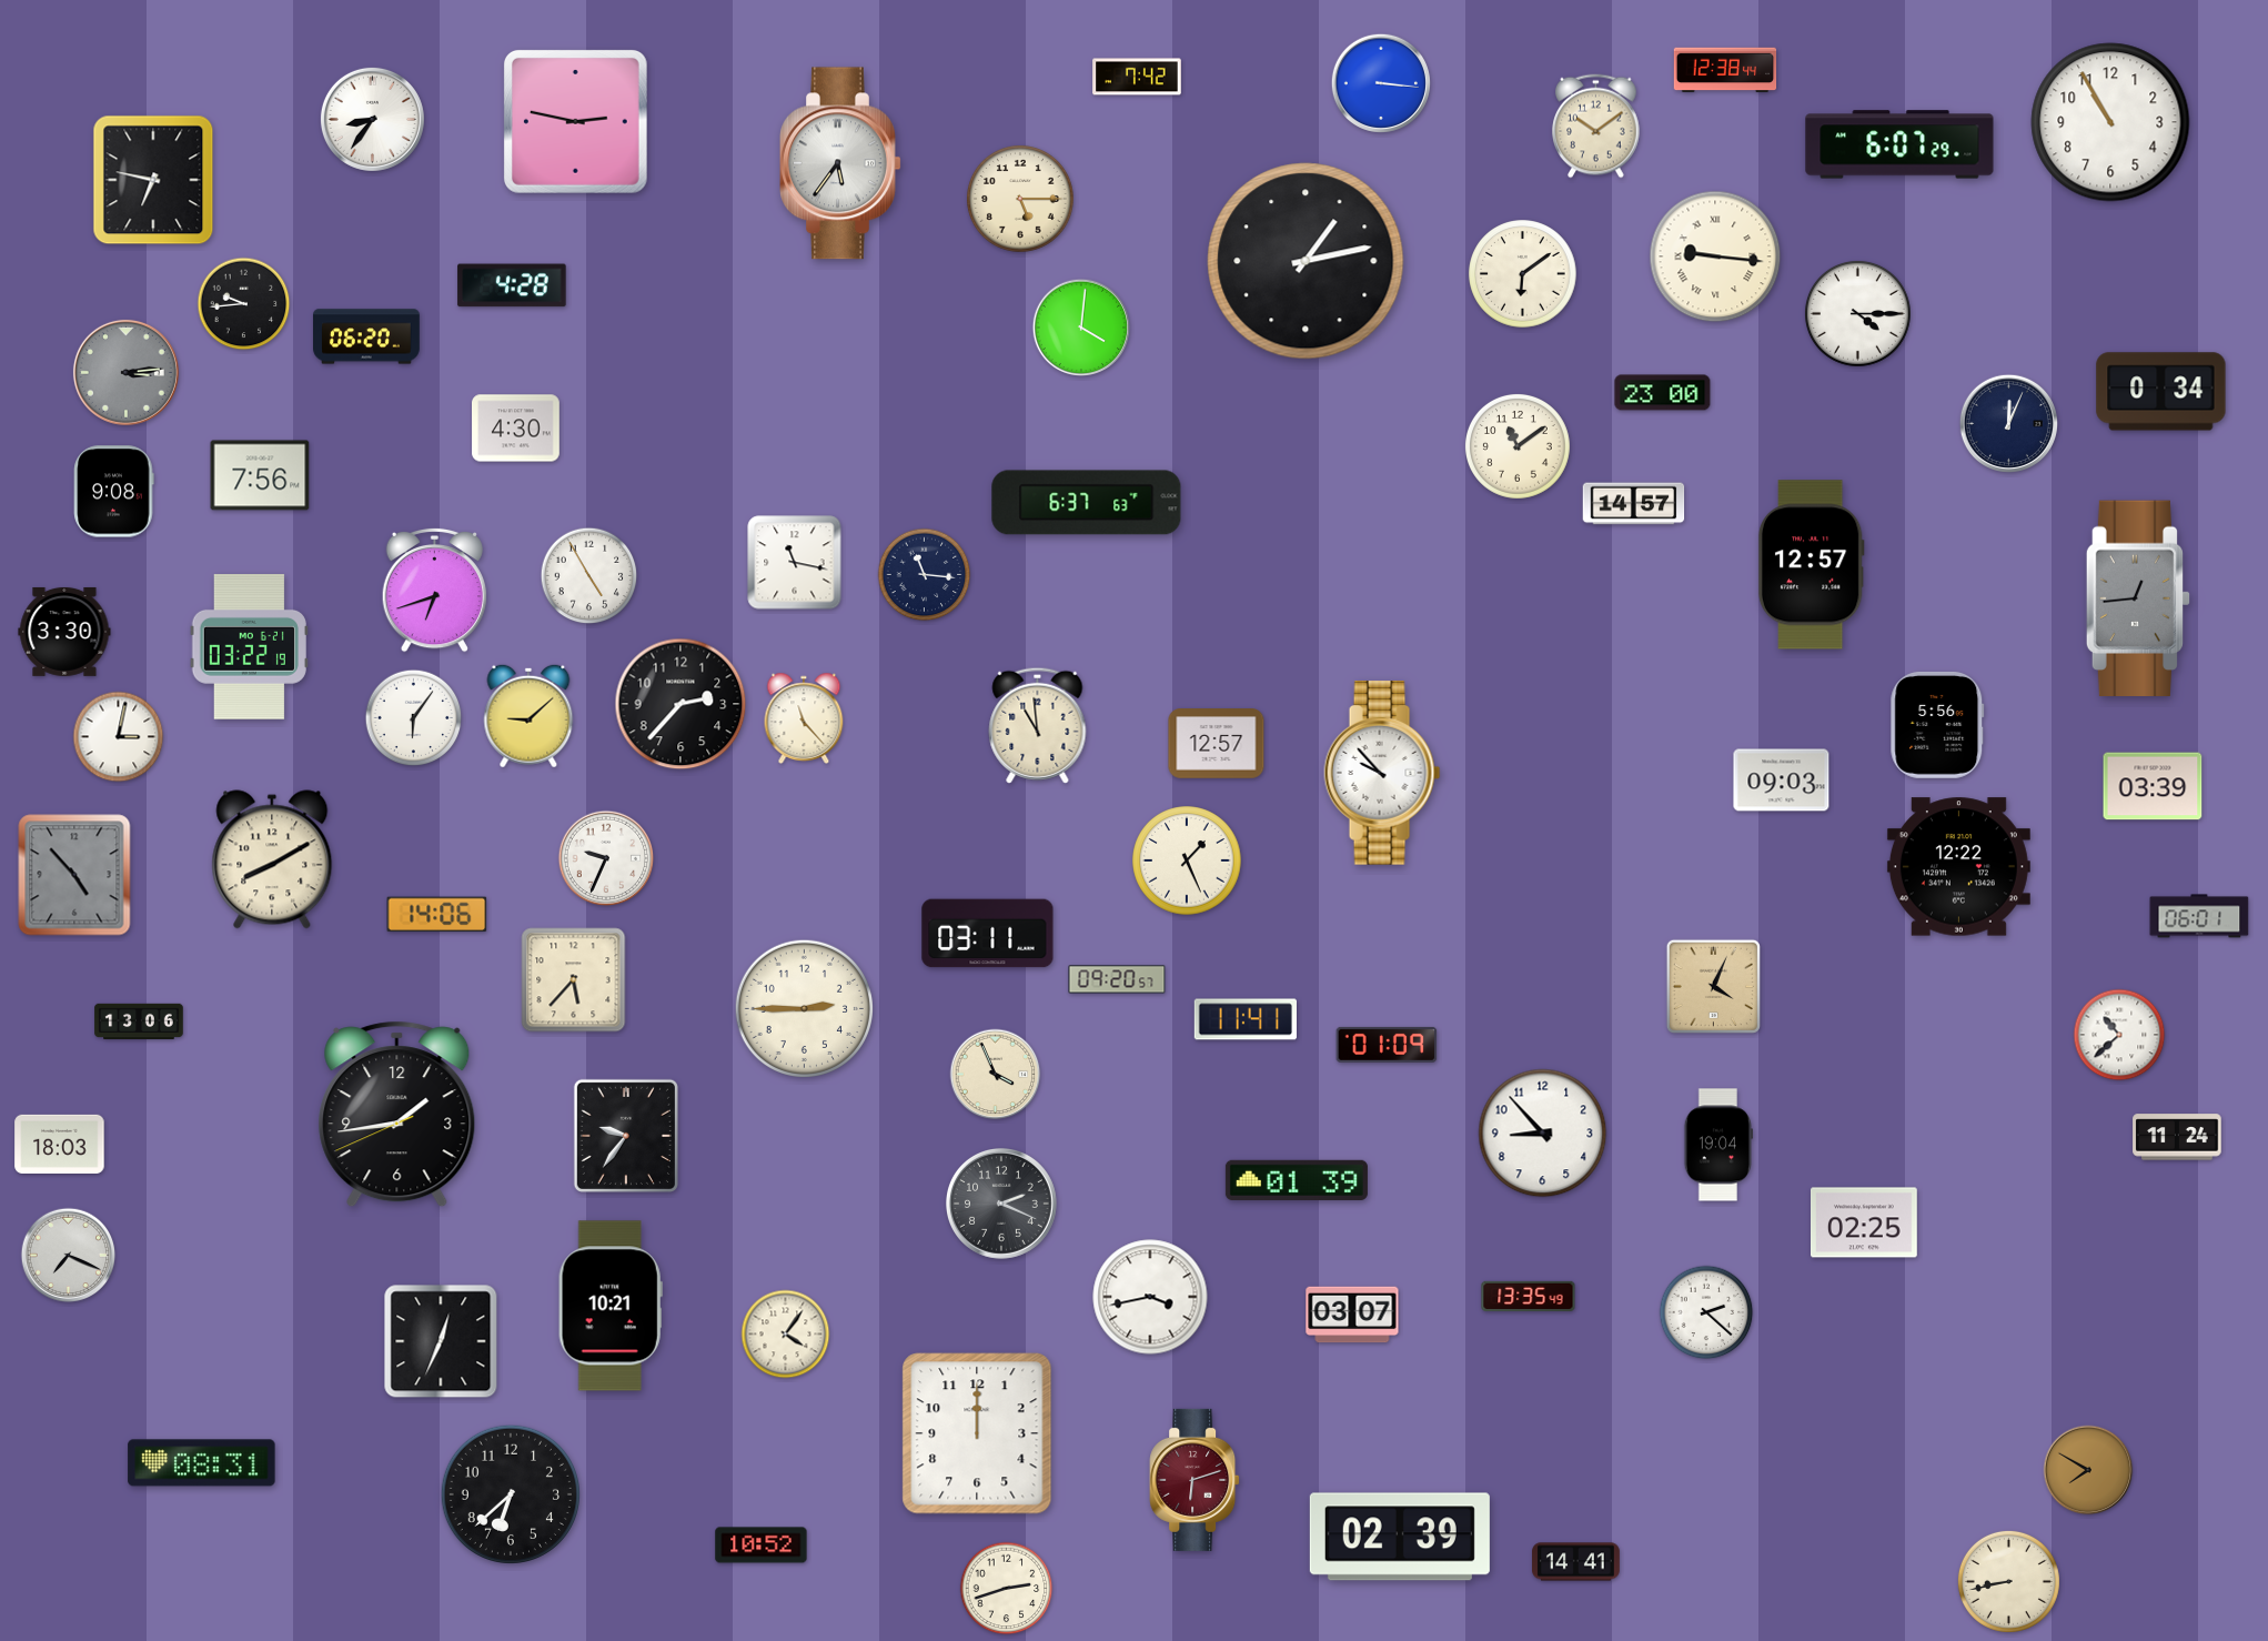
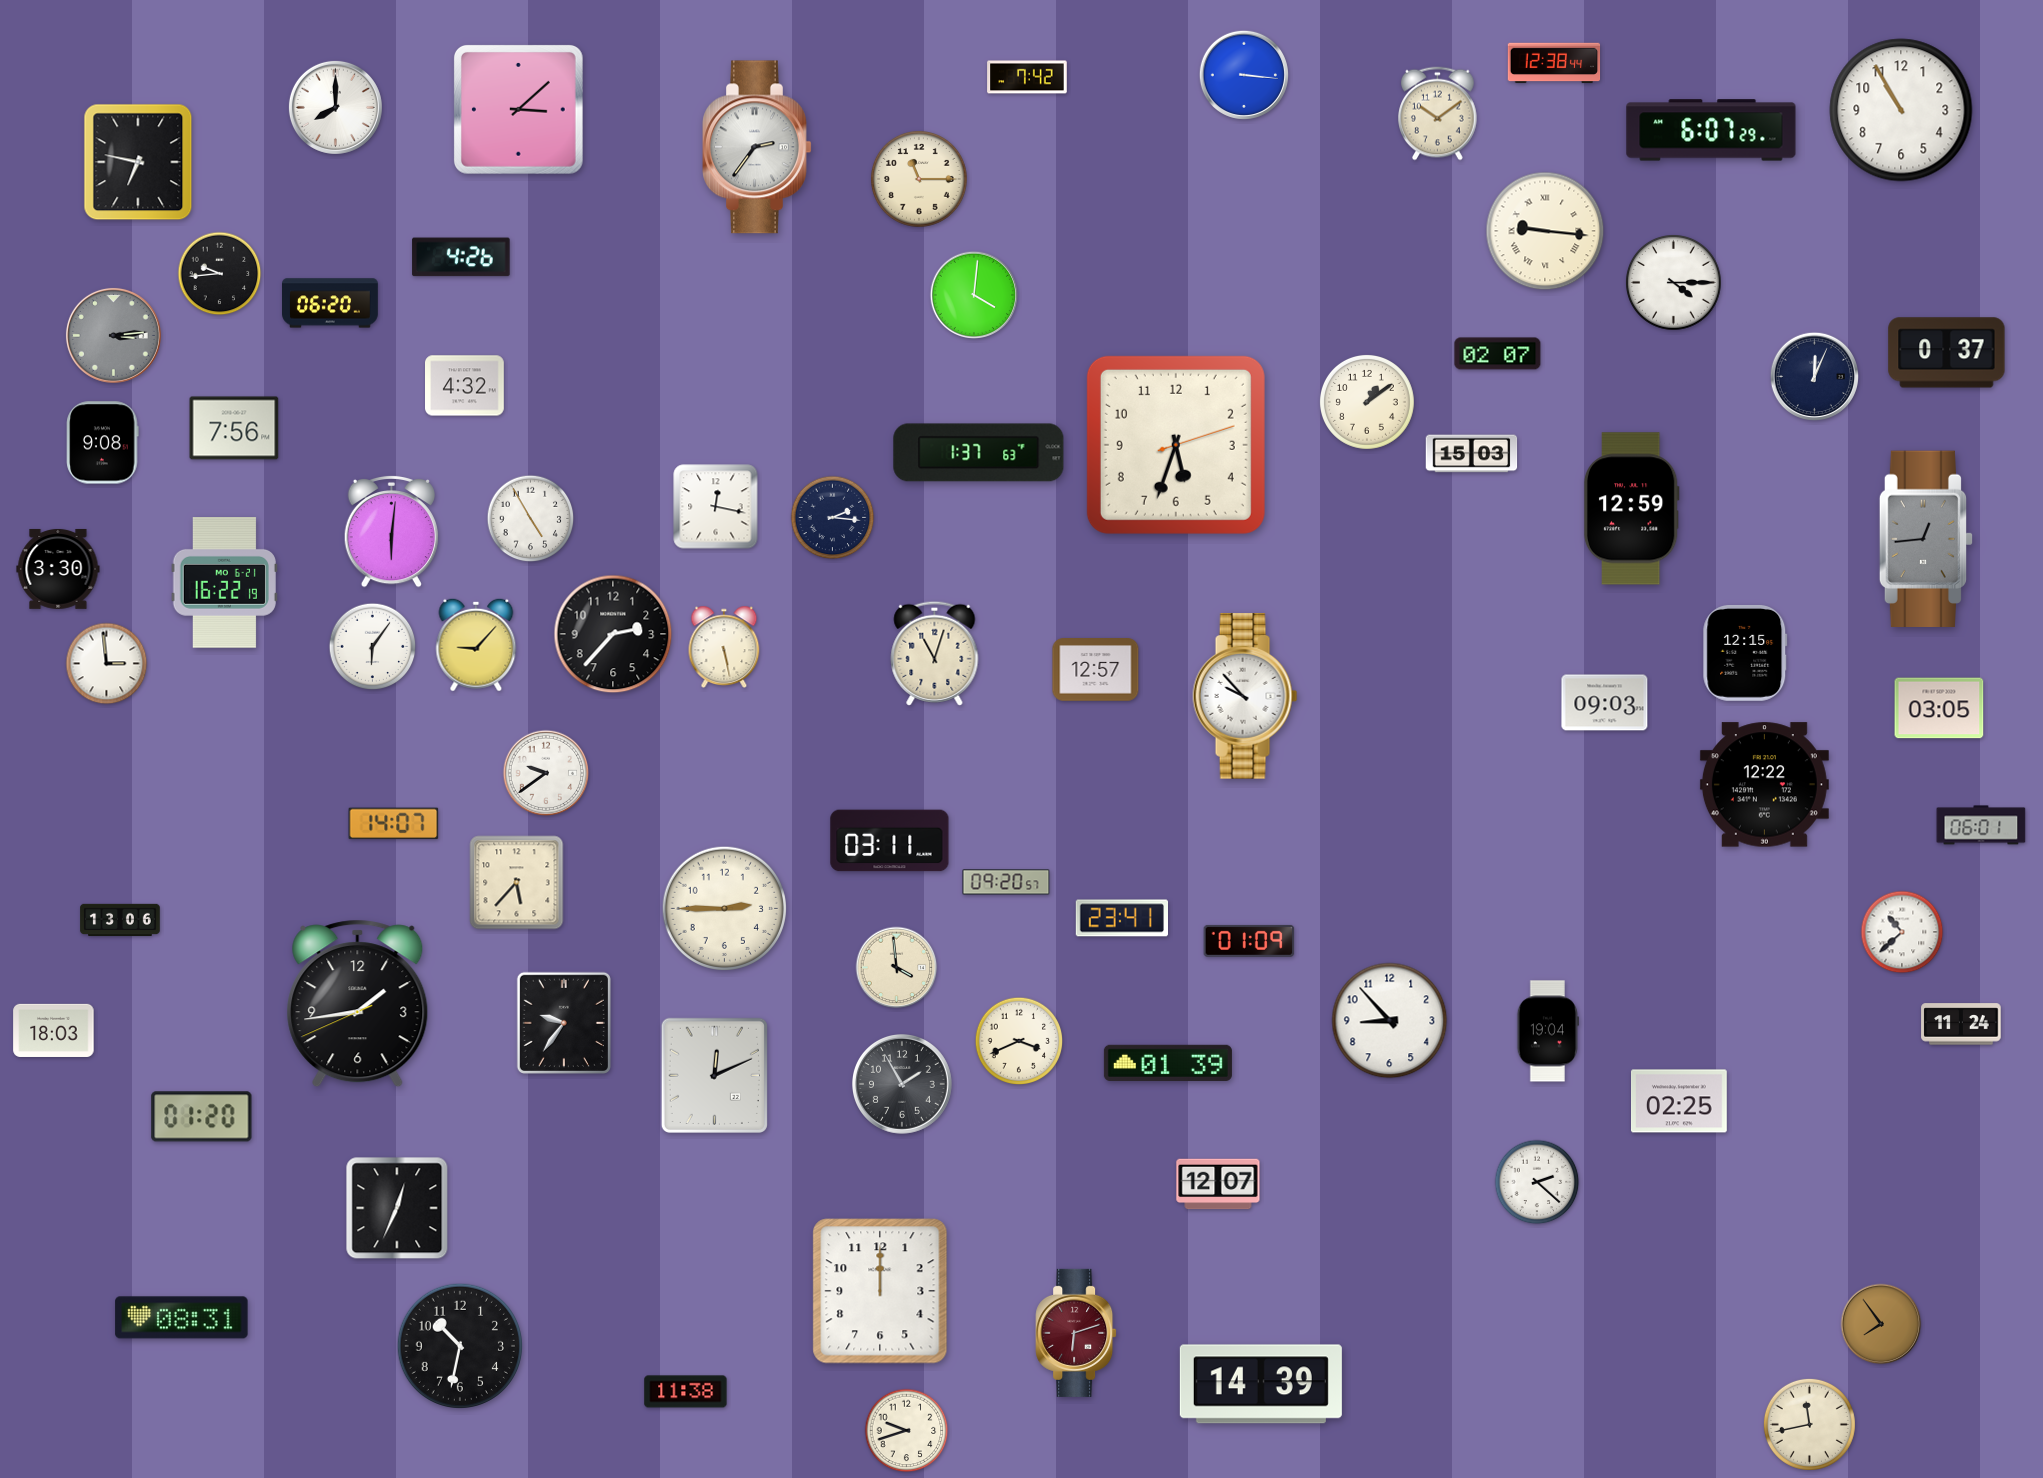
clock at (1137, 77) position: (1137, 77) -> (1027, 77)
clock at (372, 119): 8:36 -> 8:00
clock at (575, 121): 2:47 -> 3:08
clock at (840, 163): 5:36 -> 2:36
clock at (1021, 199): 5:15 -> 11:15
clock at (1306, 261): 1:13 -> none
clock at (1523, 274): 6:09 -> none
clock at (512, 285): 4:28 -> 4:26
clock at (2161, 392): 0:34 -> 0:37
clock at (1663, 393): 23:00 -> 02:07
clock at (2008, 423) position: (2008, 423) -> (1814, 376)
clock at (516, 429): 4:30 -> 4:32
clock at (1518, 446): 11:09 -> 1:09
clock at (1176, 445): none -> 5:33
clock at (1087, 503): 6:37 -> 1:37
clock at (1634, 504): 14:57 -> 15:03
clock at (795, 563): 11:17 -> 12:17
clock at (1811, 565): 12:57 -> 12:59
clock at (925, 575): 11:16 -> 2:16
clock at (434, 590): 6:42 -> 6:01
clock at (249, 647): 03:22 -> 16:22
clock at (528, 716): 9:08 -> 9:07
clock at (804, 718): 11:23 -> 5:28
clock at (1038, 725): 10:59 -> 11:03
clock at (1937, 725): 5:56 -> 12:15
clock at (119, 737): 3:02 -> 2:59
clock at (2153, 786): 03:39 -> 03:05
clock at (606, 858): 9:34 -> 9:39
clock at (272, 859): 8:10 -> none
clock at (1187, 860): 1:26 -> none
clock at (1958, 867) position: (1958, 867) -> (1764, 785)
clock at (74, 875): 4:53 -> none
clock at (437, 915): 14:06 -> 14:07
clock at (1713, 986): 4:04 -> none
clock at (1244, 1019): 11:41 -> 23:41
clock at (139, 1021) position: (139, 1021) -> (120, 920)
clock at (2119, 1035) position: (2119, 1035) -> (1902, 932)
clock at (996, 1075): 3:56 -> 3:59
clock at (1019, 1041): none -> 3:41
clock at (714, 1075): none -> 12:11
clock at (1002, 1205): 2:19 -> 1:55
clock at (202, 1117): none -> 01:20
clock at (69, 1256): 7:19 -> none
clock at (1529, 1296): 13:35 -> none
clock at (1150, 1297): 3:43 -> none
clock at (611, 1306): 10:21 -> none
clock at (1352, 1315): 03:07 -> 12:07
clock at (786, 1335): 4:06 -> none
clock at (2088, 1470): 7:50 -> 7:54
clock at (511, 1494): 6:38 -> 10:32
clock at (1400, 1537): 02:39 -> 14:39
clock at (762, 1546): 10:52 -> 11:38
clock at (1576, 1562): 14:41 -> none
clock at (2008, 1581): 8:43 -> 11:43
clock at (1007, 1589): 2:42 -> 9:42
